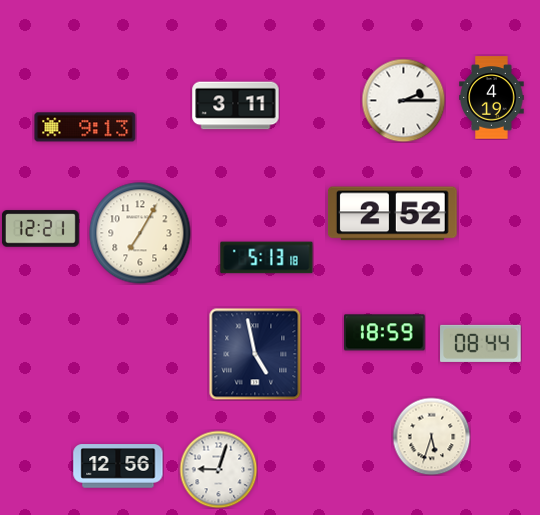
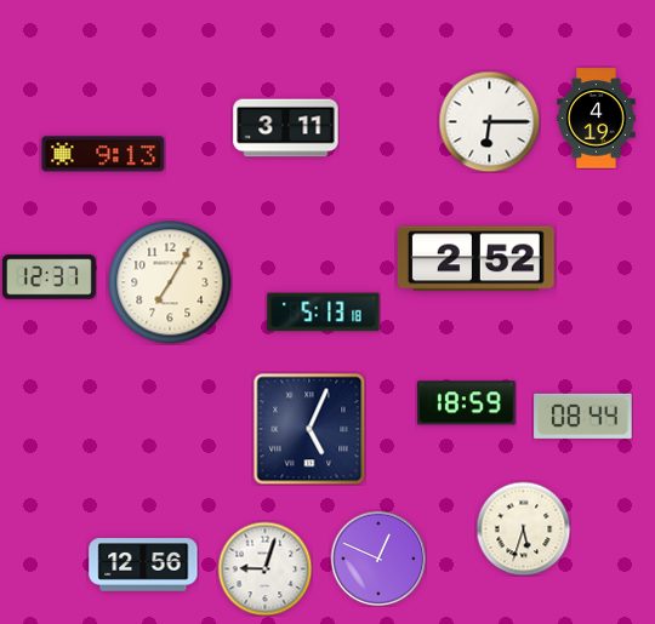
clock at (403, 100): 2:15 -> 6:15
clock at (40, 229): 12:21 -> 12:37
clock at (255, 354): 4:58 -> 5:04
clock at (378, 559): none -> 12:49
